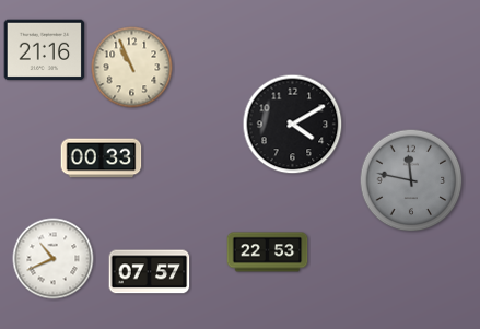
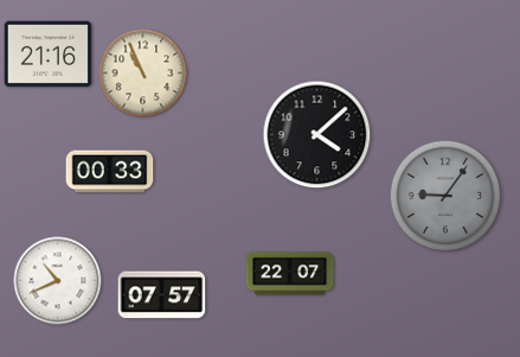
clock at (293, 125): 4:10 -> 4:08
clock at (411, 180): 11:47 -> 9:06
clock at (268, 252): 22:53 -> 22:07
